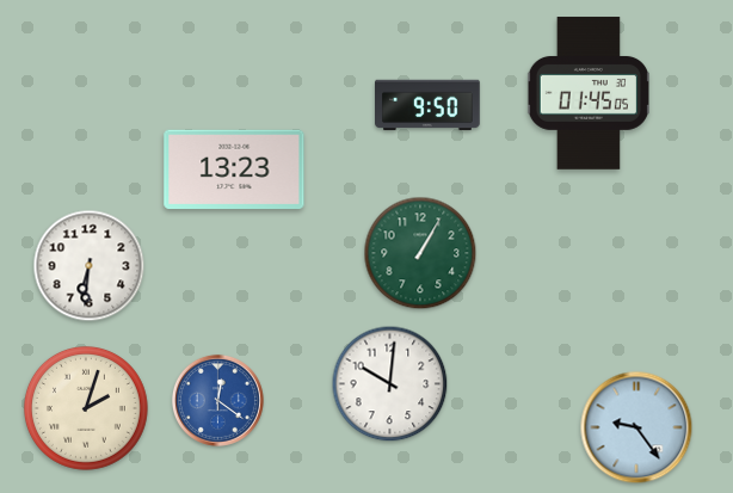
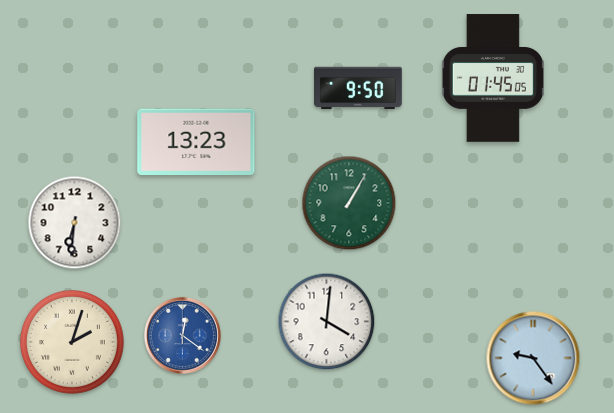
clock at (420, 253) position: (420, 253) -> (349, 203)
clock at (390, 384): 10:01 -> 4:01
